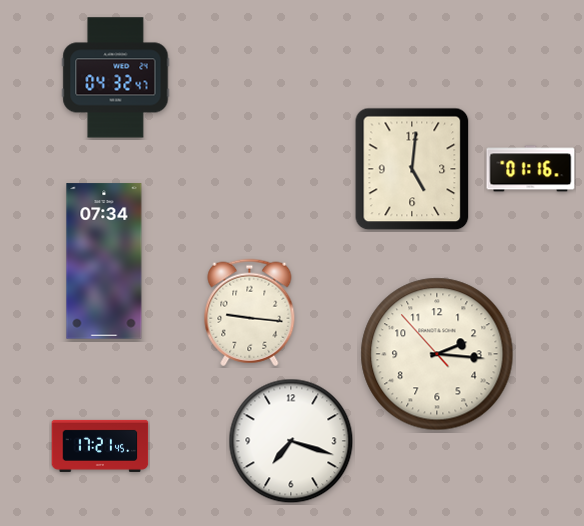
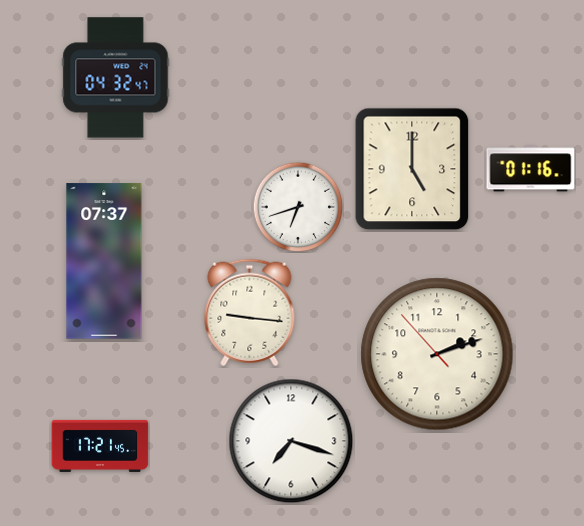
clock at (412, 169): 5:01 -> 5:00
clock at (298, 207): none -> 6:42
clock at (104, 261): 07:34 -> 07:37
clock at (437, 354): 2:15 -> 2:11
